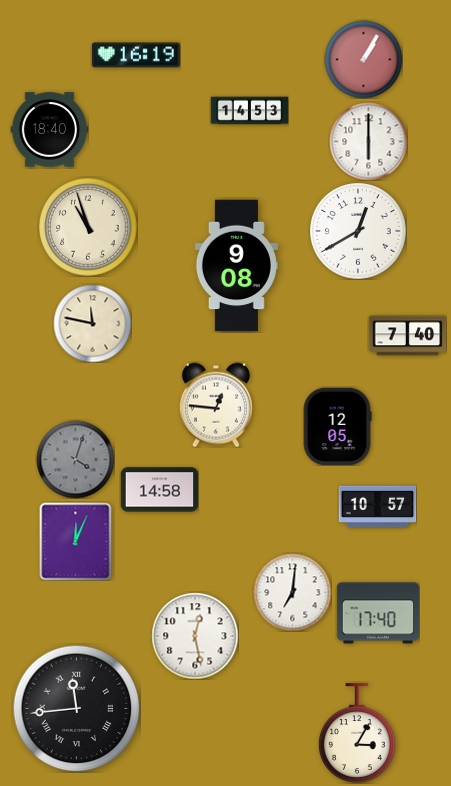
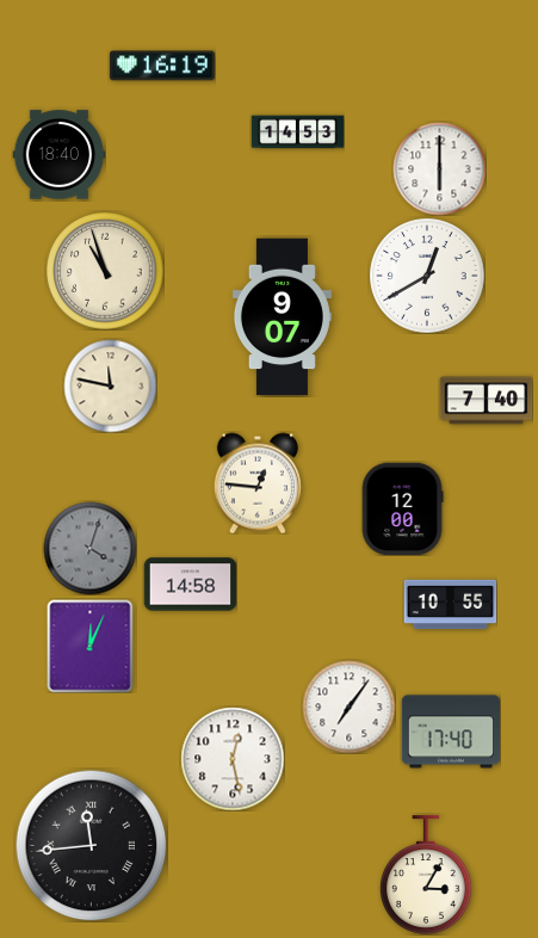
clock at (363, 59): 1:05 -> none
clock at (236, 266): 9:08 -> 9:07
clock at (337, 426): 12:05 -> 12:00
clock at (377, 507): 10:57 -> 10:55
clock at (292, 592): 7:01 -> 7:06
